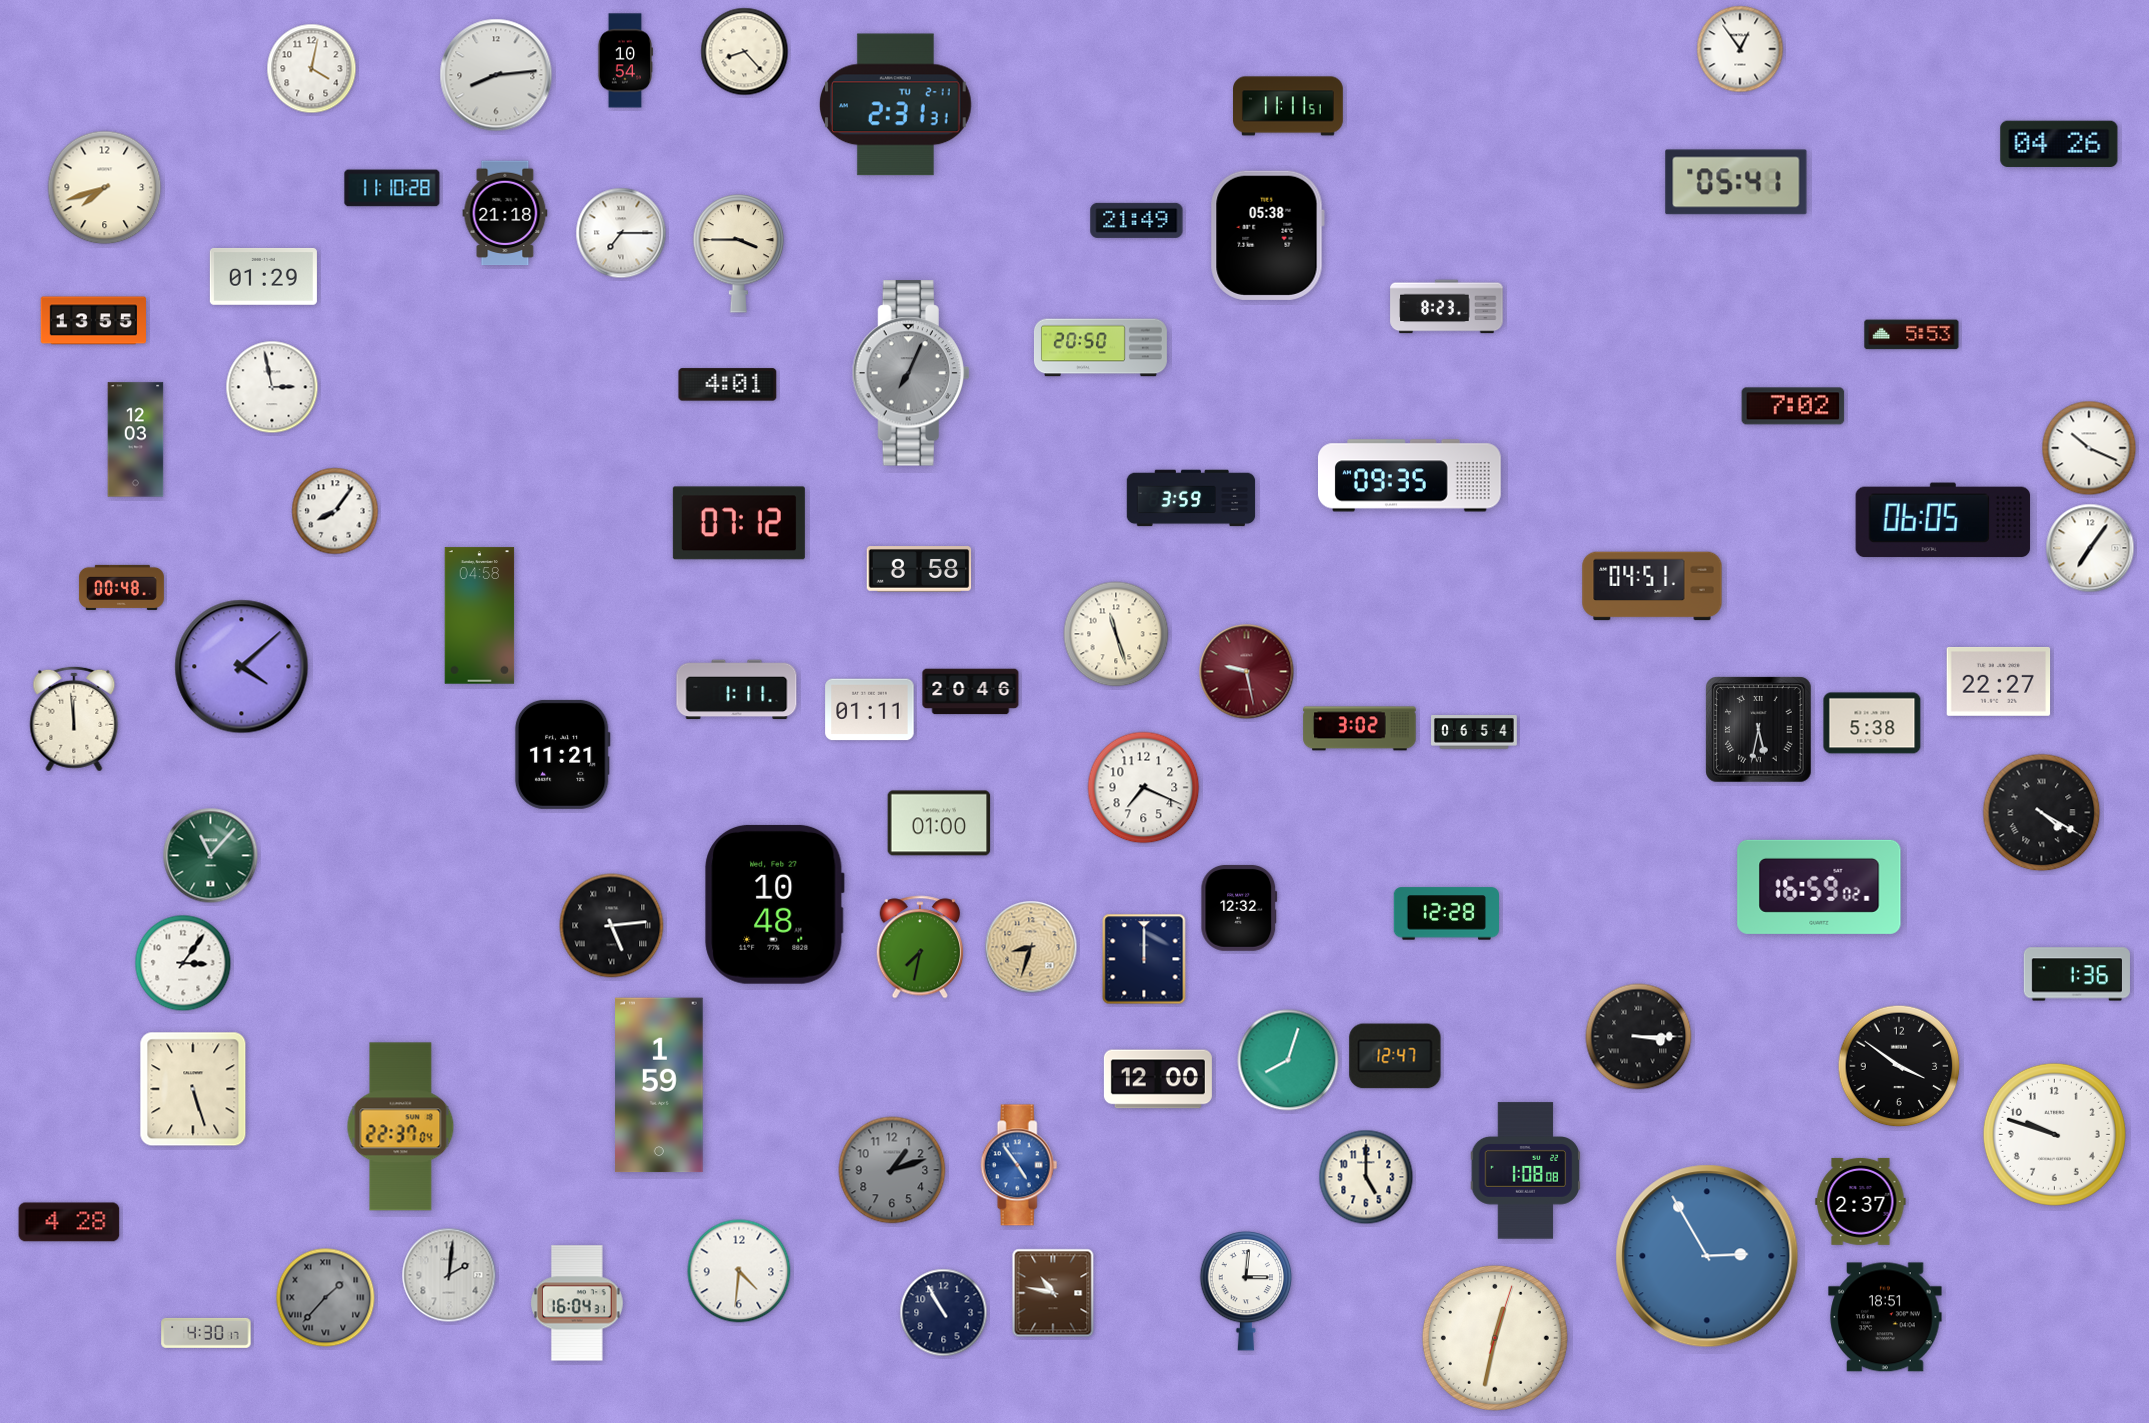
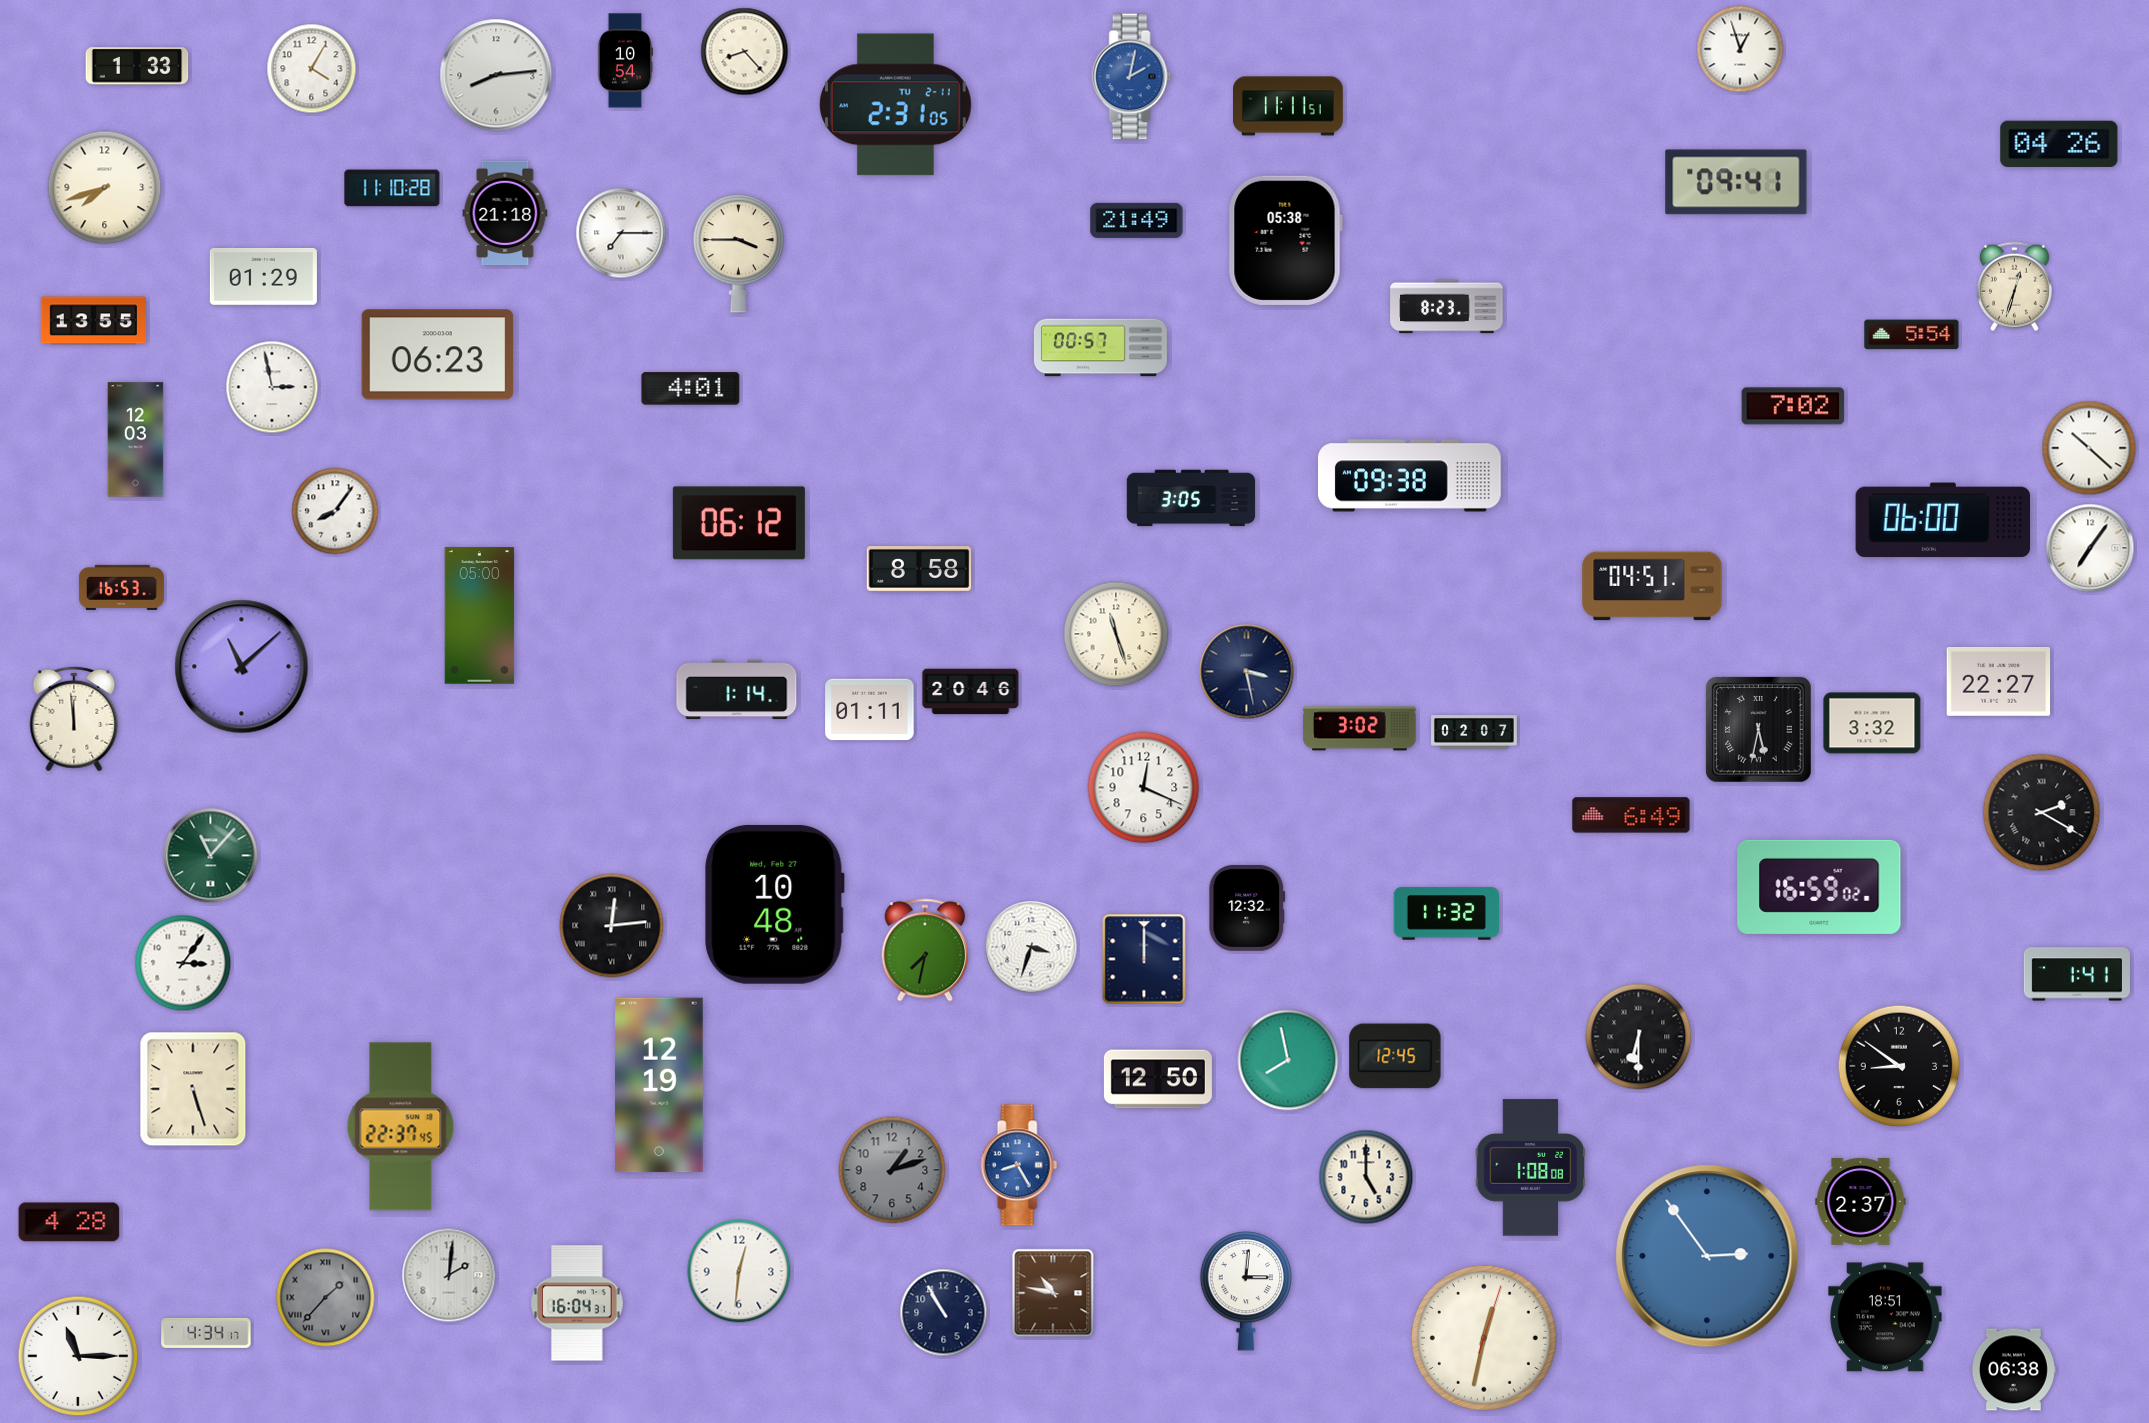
clock at (1740, 49): 12:54 -> 12:57
clock at (137, 66): none -> 1:33
clock at (312, 69): 4:02 -> 4:05
clock at (1132, 77): none -> 2:02
clock at (895, 105): 2:31:31 -> 2:31:05
clock at (1736, 182): 05:41 -> 09:41
clock at (1267, 235) position: (1267, 235) -> (1285, 240)
clock at (2014, 287): none -> 12:33
clock at (1912, 335): 5:53 -> 5:54
clock at (1100, 348): 20:50 -> 00:57
clock at (438, 355): none -> 06:23
clock at (911, 373): 7:04 -> none
clock at (728, 385) position: (728, 385) -> (691, 389)
clock at (2089, 448): 10:19 -> 10:22
clock at (1410, 476): 09:35 -> 09:38
clock at (1191, 498): 3:59 -> 3:05
clock at (1943, 520): 06:05 -> 06:00
clock at (739, 523): 07:12 -> 06:12
clock at (121, 587): 00:48 -> 16:53
clock at (480, 616): 04:58 -> 05:00
clock at (242, 667): 4:08 -> 11:08
clock at (1247, 672): 9:28 -> 3:28
clock at (1247, 672) dial: burgundy -> navy
clock at (737, 690): 1:11 -> 1:14
clock at (1872, 723): 5:38 -> 3:32
clock at (1474, 732): 06:54 -> 02:07
clock at (562, 754): 11:21 -> none
clock at (1144, 788): 7:19 -> 12:19
clock at (2042, 813): 4:20 -> 2:20
clock at (1631, 815): none -> 6:49
clock at (939, 823): 01:00 -> none
clock at (1239, 908) position: (1239, 908) -> (1247, 908)
clock at (1446, 914): 12:28 -> 11:32
clock at (612, 926): 5:14 -> 12:14
clock at (920, 947) position: (920, 947) -> (925, 950)
clock at (1031, 947): 8:33 -> 3:33
clock at (1031, 947) dial: champagne -> white
clock at (2077, 974): 1:36 -> 1:41
clock at (1639, 1037): 3:15 -> 6:30
clock at (1395, 1056): 12:47 -> 12:45
clock at (1288, 1060): 8:03 -> 7:58
clock at (1899, 1066): 3:51 -> 8:51
clock at (1158, 1079): 12:00 -> 12:50
clock at (659, 1085): 1:59 -> 12:19
clock at (401, 1127): 22:37:04 -> 22:37:45
clock at (2054, 1134): 9:48 -> none
clock at (1019, 1165): 4:54 -> 8:25
clock at (1526, 1171) position: (1526, 1171) -> (1531, 1168)
clock at (1707, 1256): 2:55 -> 2:54
clock at (739, 1271): 4:31 -> 12:31
clock at (206, 1333): 4:30 -> 4:34
clock at (1495, 1338) position: (1495, 1338) -> (1484, 1338)
clock at (78, 1356): none -> 11:15
clock at (2013, 1370): none -> 06:38
